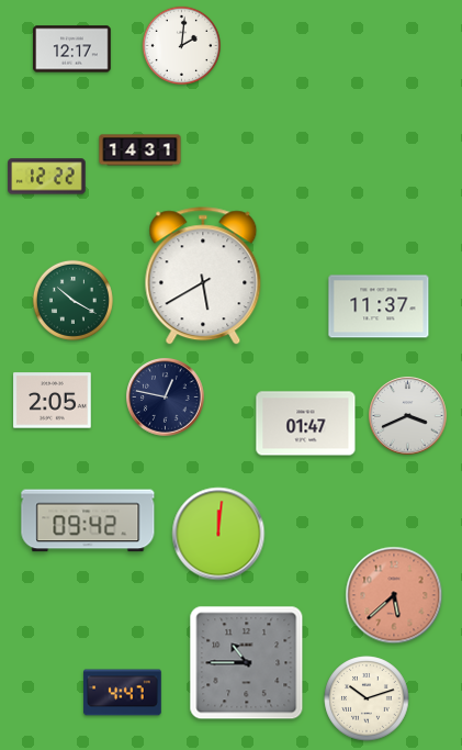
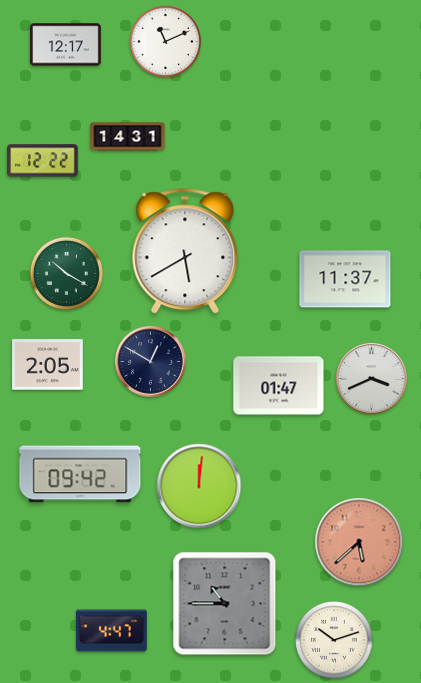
clock at (181, 45): 2:01 -> 11:11
clock at (166, 398): 12:47 -> 12:50
clock at (367, 698) position: (367, 698) -> (334, 640)
